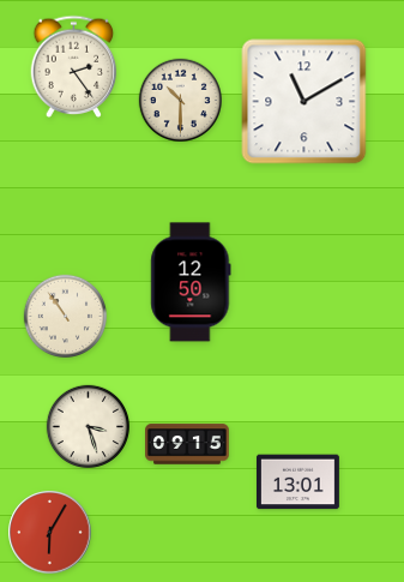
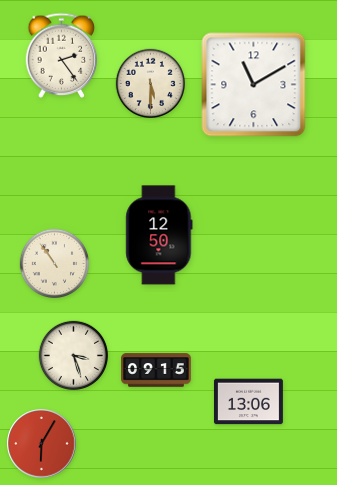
clock at (180, 100): 10:30 -> 5:30
clock at (297, 482): 13:01 -> 13:06
